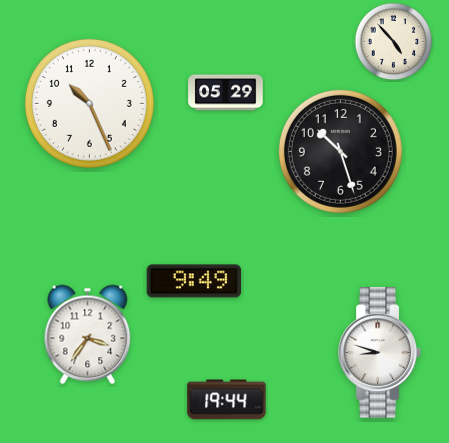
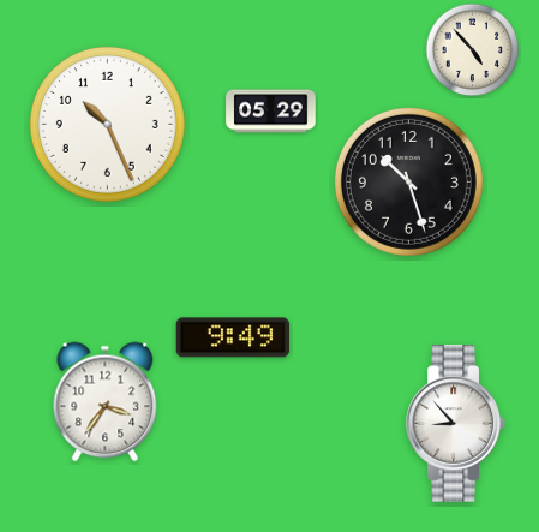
clock at (380, 353): 8:48 -> 8:53
clock at (227, 400): 19:44 -> none
